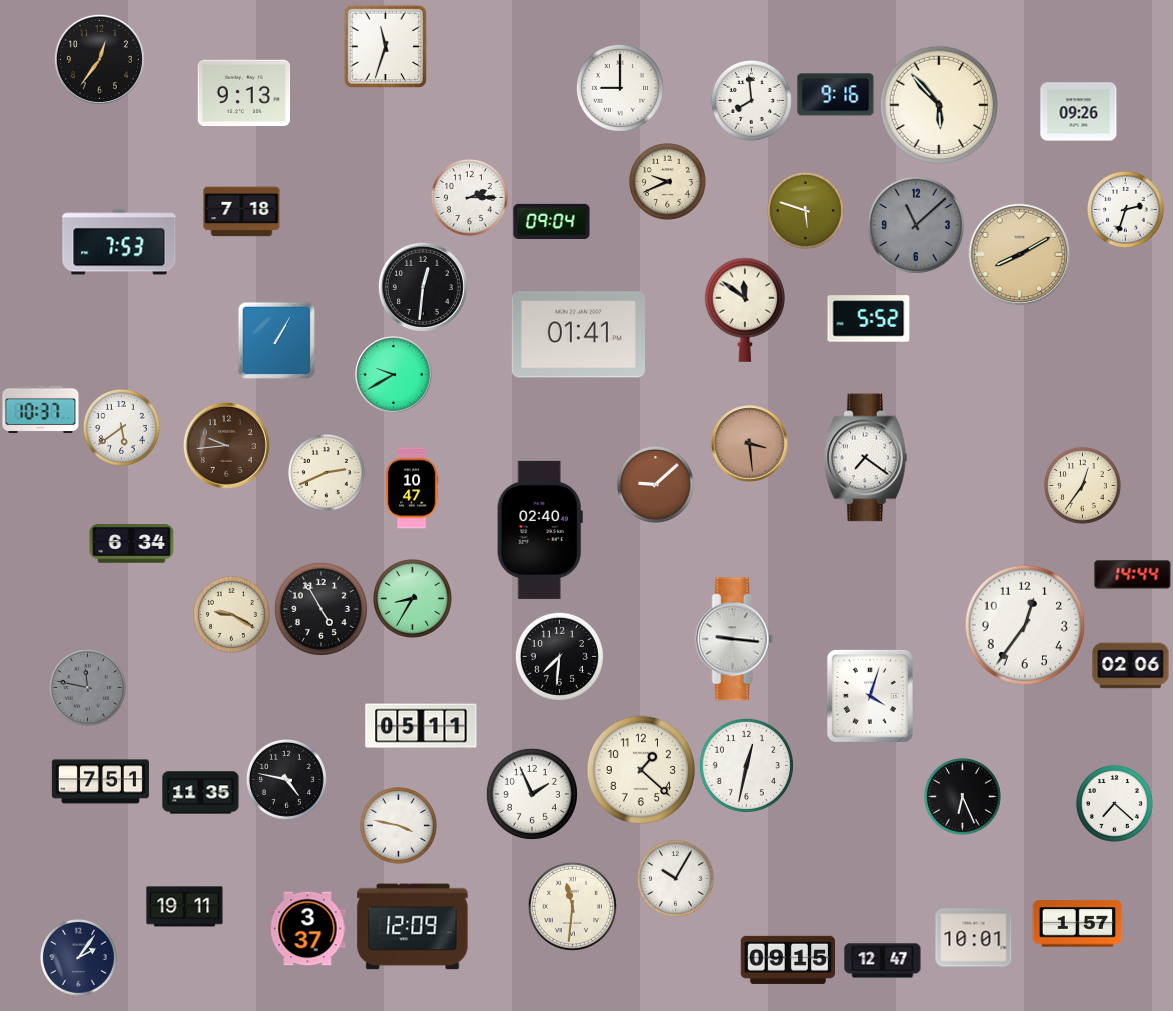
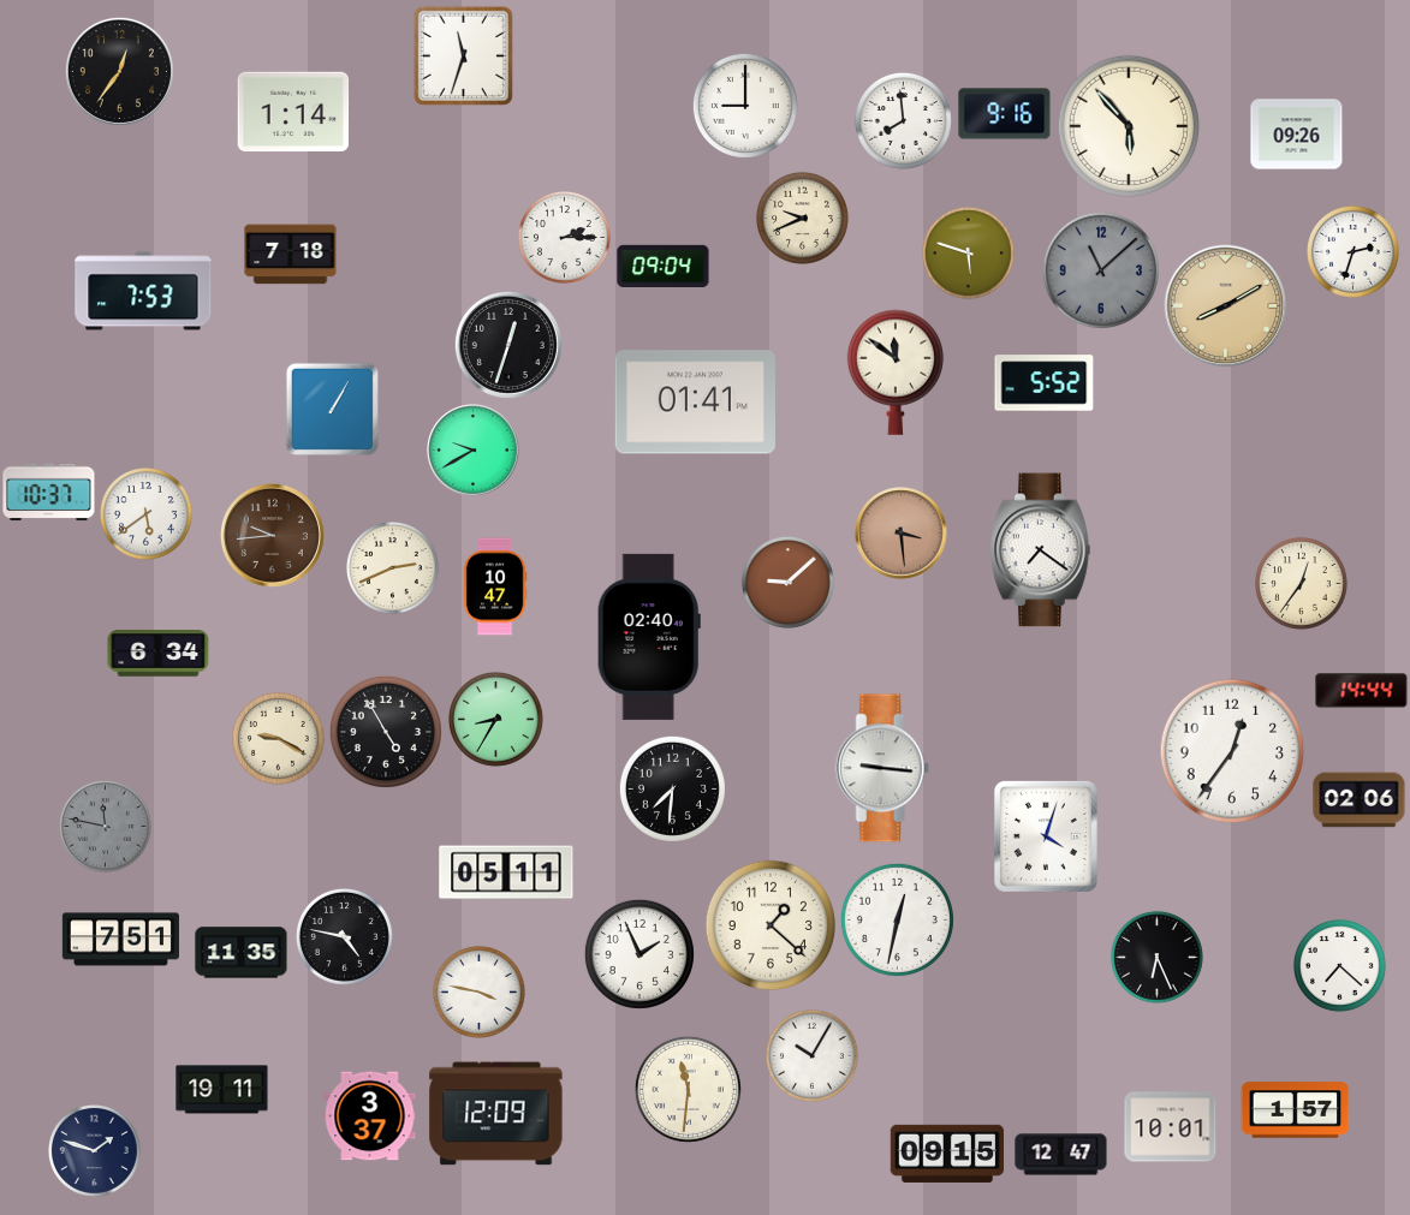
clock at (244, 93): 9:13 -> 1:14
clock at (423, 287): 12:31 -> 12:33
clock at (78, 957): 2:06 -> 1:48
